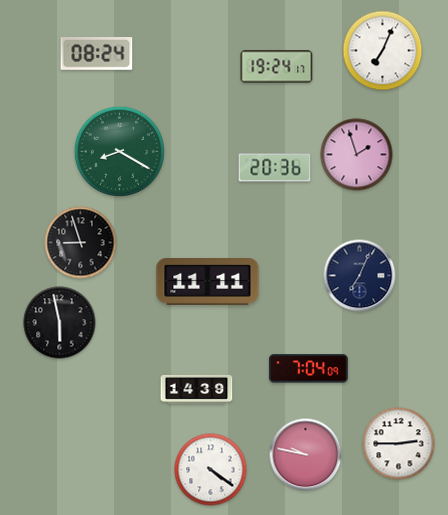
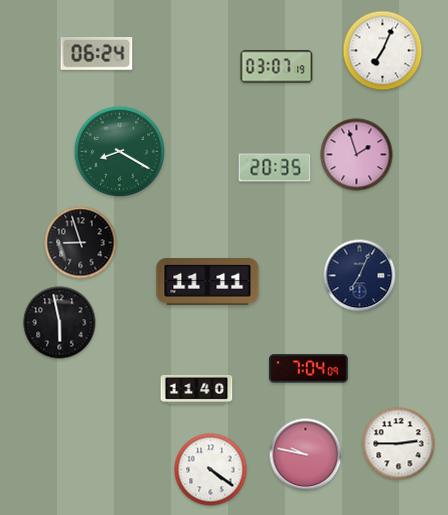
clock at (97, 54): 08:24 -> 06:24
clock at (277, 67): 19:24 -> 03:07
clock at (275, 168): 20:36 -> 20:35
clock at (197, 389): 14:39 -> 11:40
